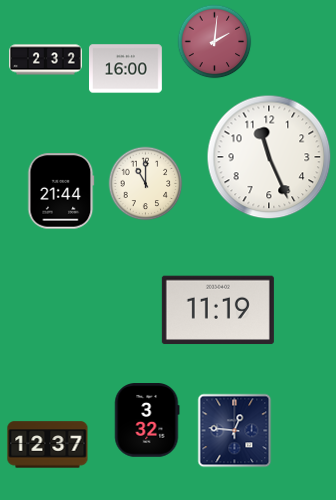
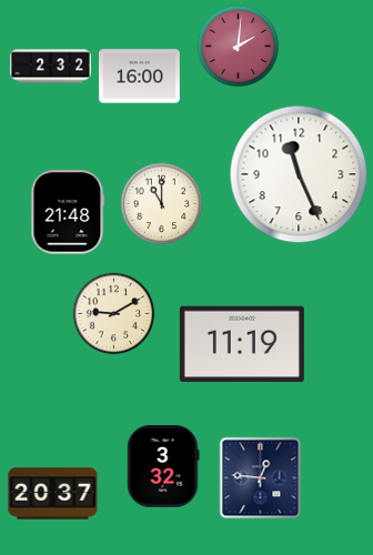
clock at (61, 191): 21:44 -> 21:48
clock at (114, 314): none -> 9:10
clock at (48, 445): 12:37 -> 20:37
